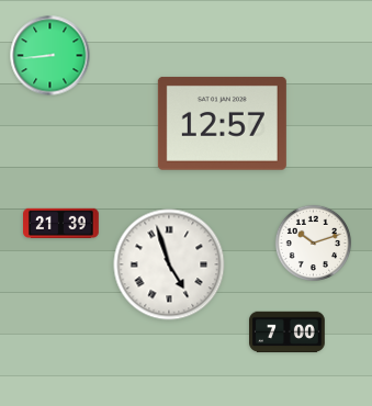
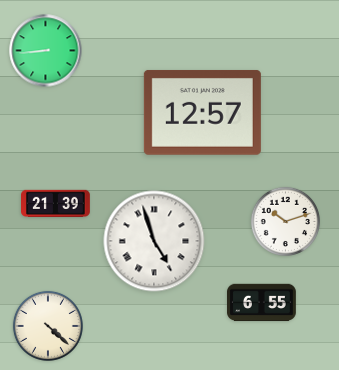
clock at (288, 332): 7:00 -> 6:55
clock at (48, 326): none -> 4:22
